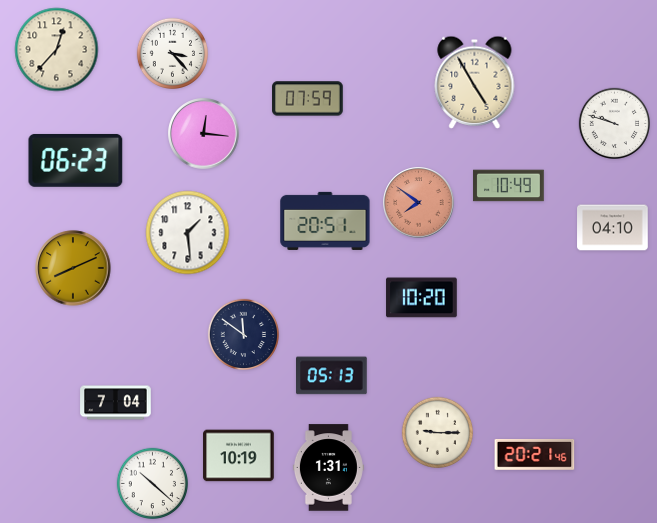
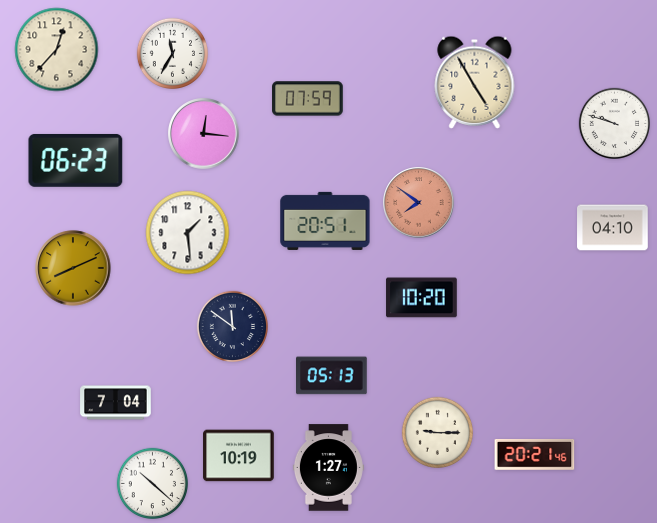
clock at (172, 53): 3:23 -> 11:35
clock at (509, 186): 10:49 -> none
clock at (243, 334) position: (243, 334) -> (232, 326)
clock at (328, 468): 1:31 -> 1:27
